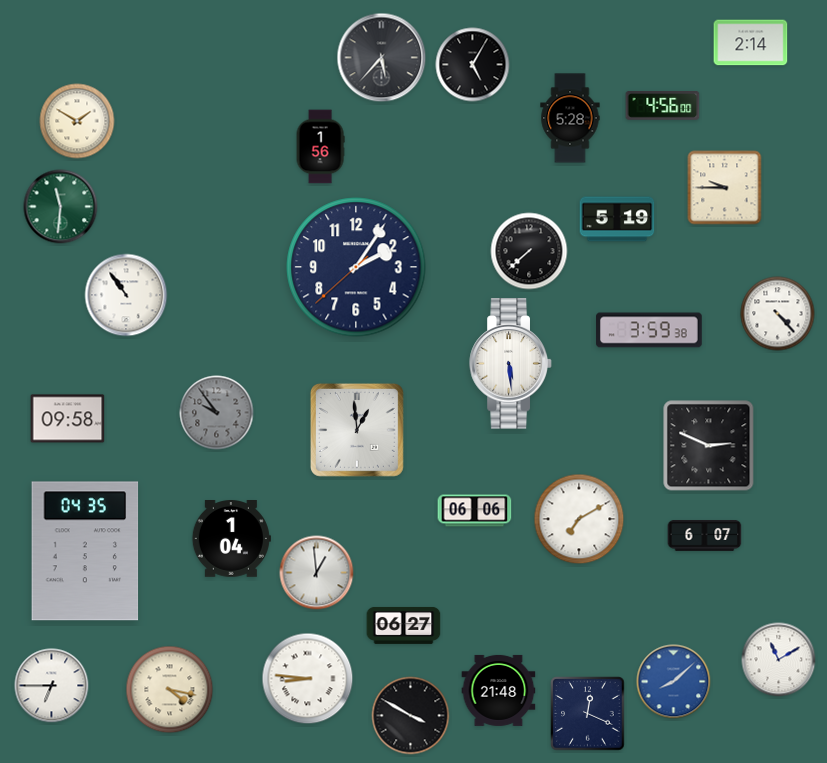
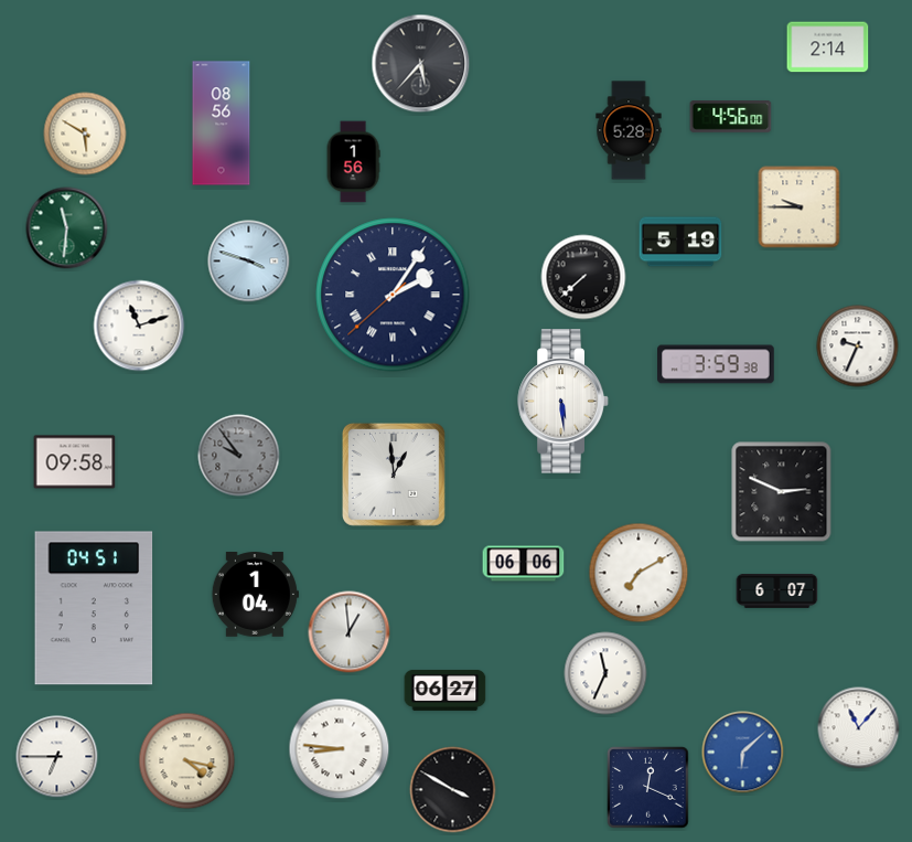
clock at (473, 65): 5:05 -> none
clock at (222, 124): none -> 08:56
clock at (77, 121): 1:50 -> 5:50
clock at (249, 262): none -> 3:48
clock at (356, 267) numerals: Arabic -> Roman
clock at (126, 295): 10:54 -> 11:12
clock at (778, 314): 4:23 -> 9:34
clock at (85, 551): 04:35 -> 04:51
clock at (605, 673): none -> 11:34
clock at (779, 660): 11:10 -> 11:07
clock at (674, 682): 8:08 -> 6:08
clock at (499, 690): 21:48 -> none
